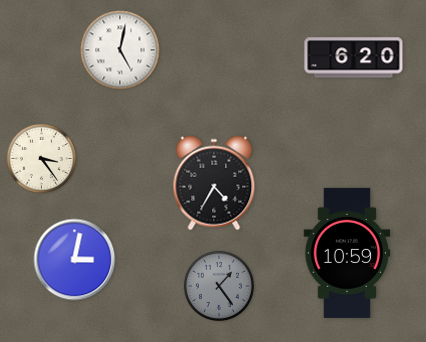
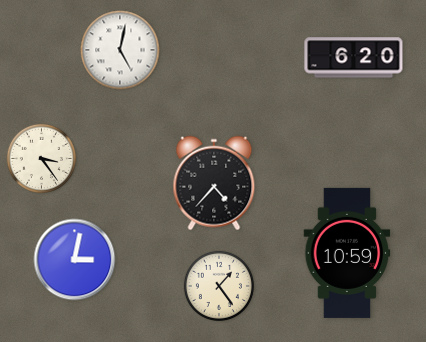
clock at (214, 183): 4:35 -> 4:37
clock at (219, 286) dial: grey -> cream
